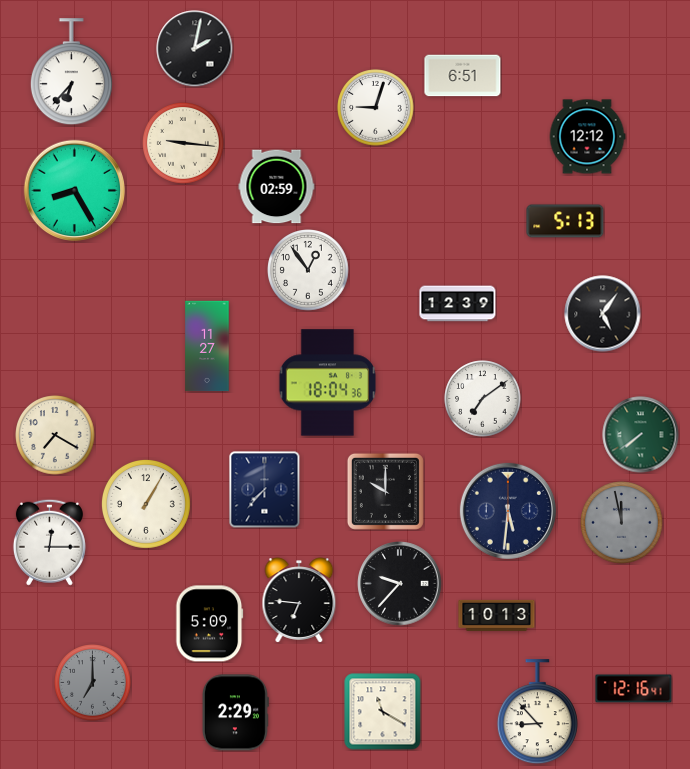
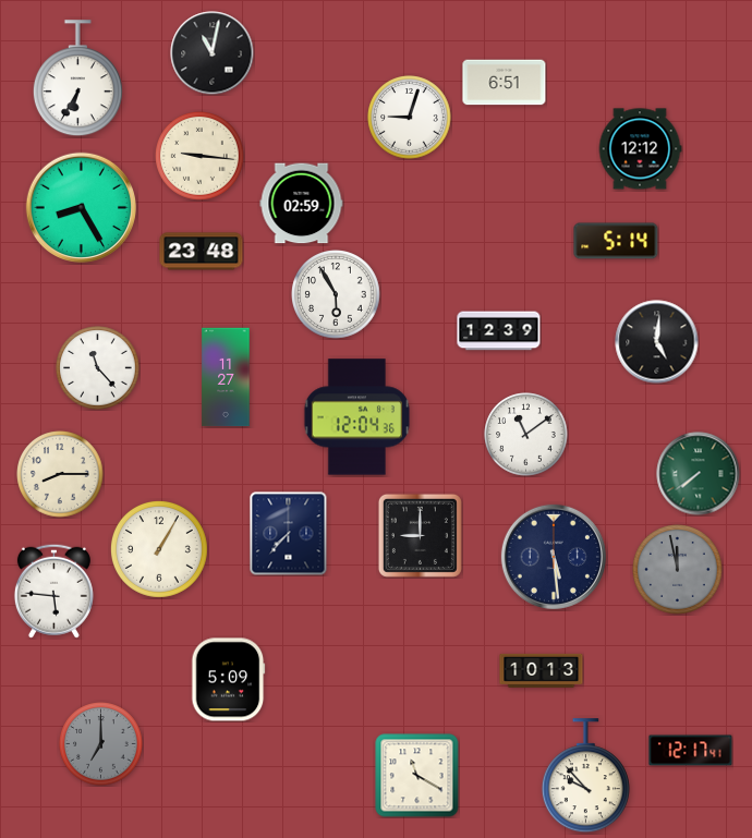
clock at (195, 49): 2:02 -> 11:02
clock at (71, 72): 6:37 -> 6:35
clock at (565, 221): 5:13 -> 5:14
clock at (202, 252): none -> 23:48
clock at (309, 271): 12:54 -> 5:55
clock at (603, 314): 5:06 -> 5:01
clock at (98, 368): none -> 11:23
clock at (328, 383): 18:04 -> 12:04
clock at (483, 399): 7:09 -> 11:09
clock at (55, 435): 7:20 -> 8:15
clock at (385, 491): 10:00 -> 9:00
clock at (508, 511): 5:31 -> 5:29
clock at (49, 542): 12:15 -> 5:46
clock at (400, 584): 9:37 -> none
clock at (299, 600): 6:46 -> none
clock at (634, 689): 12:16 -> 12:17
clock at (537, 712): 8:53 -> 9:53
clock at (235, 713): 2:29 -> none
